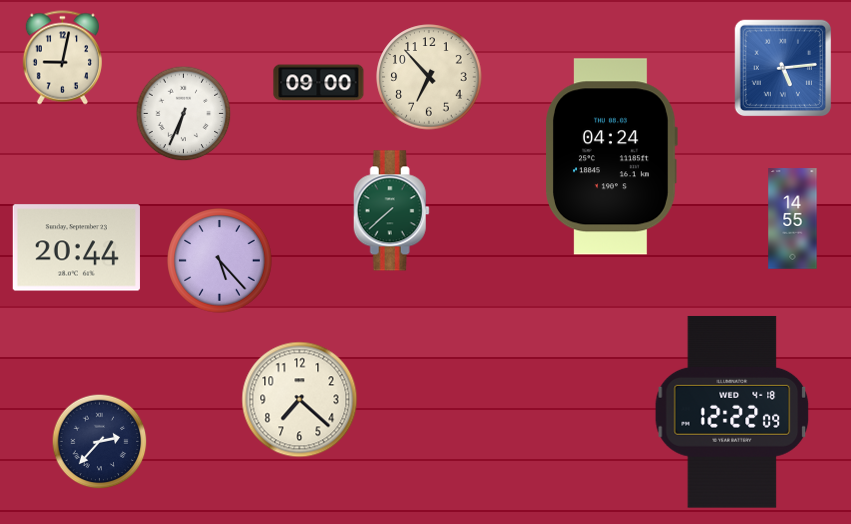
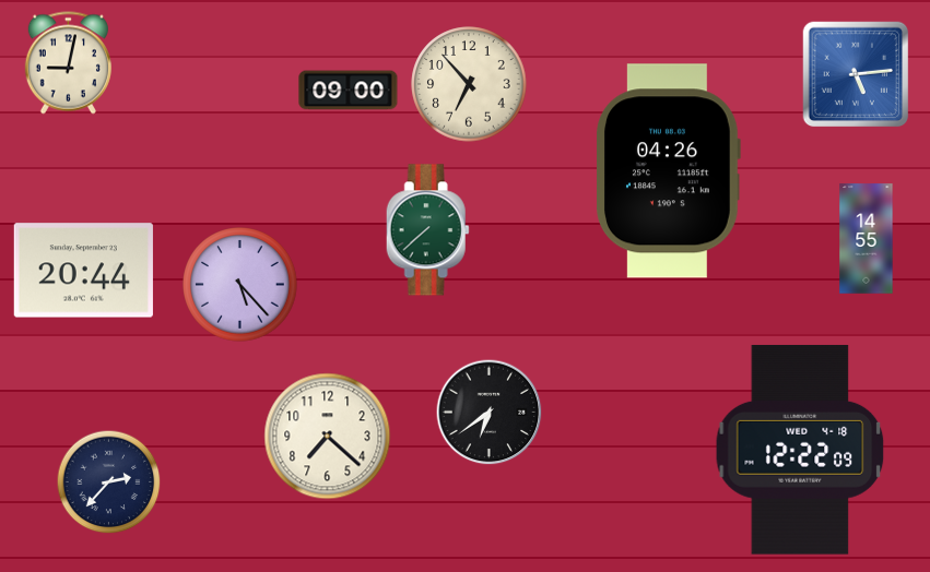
clock at (184, 114): 6:34 -> none
clock at (611, 157): 04:24 -> 04:26
clock at (490, 413): none -> 6:39
